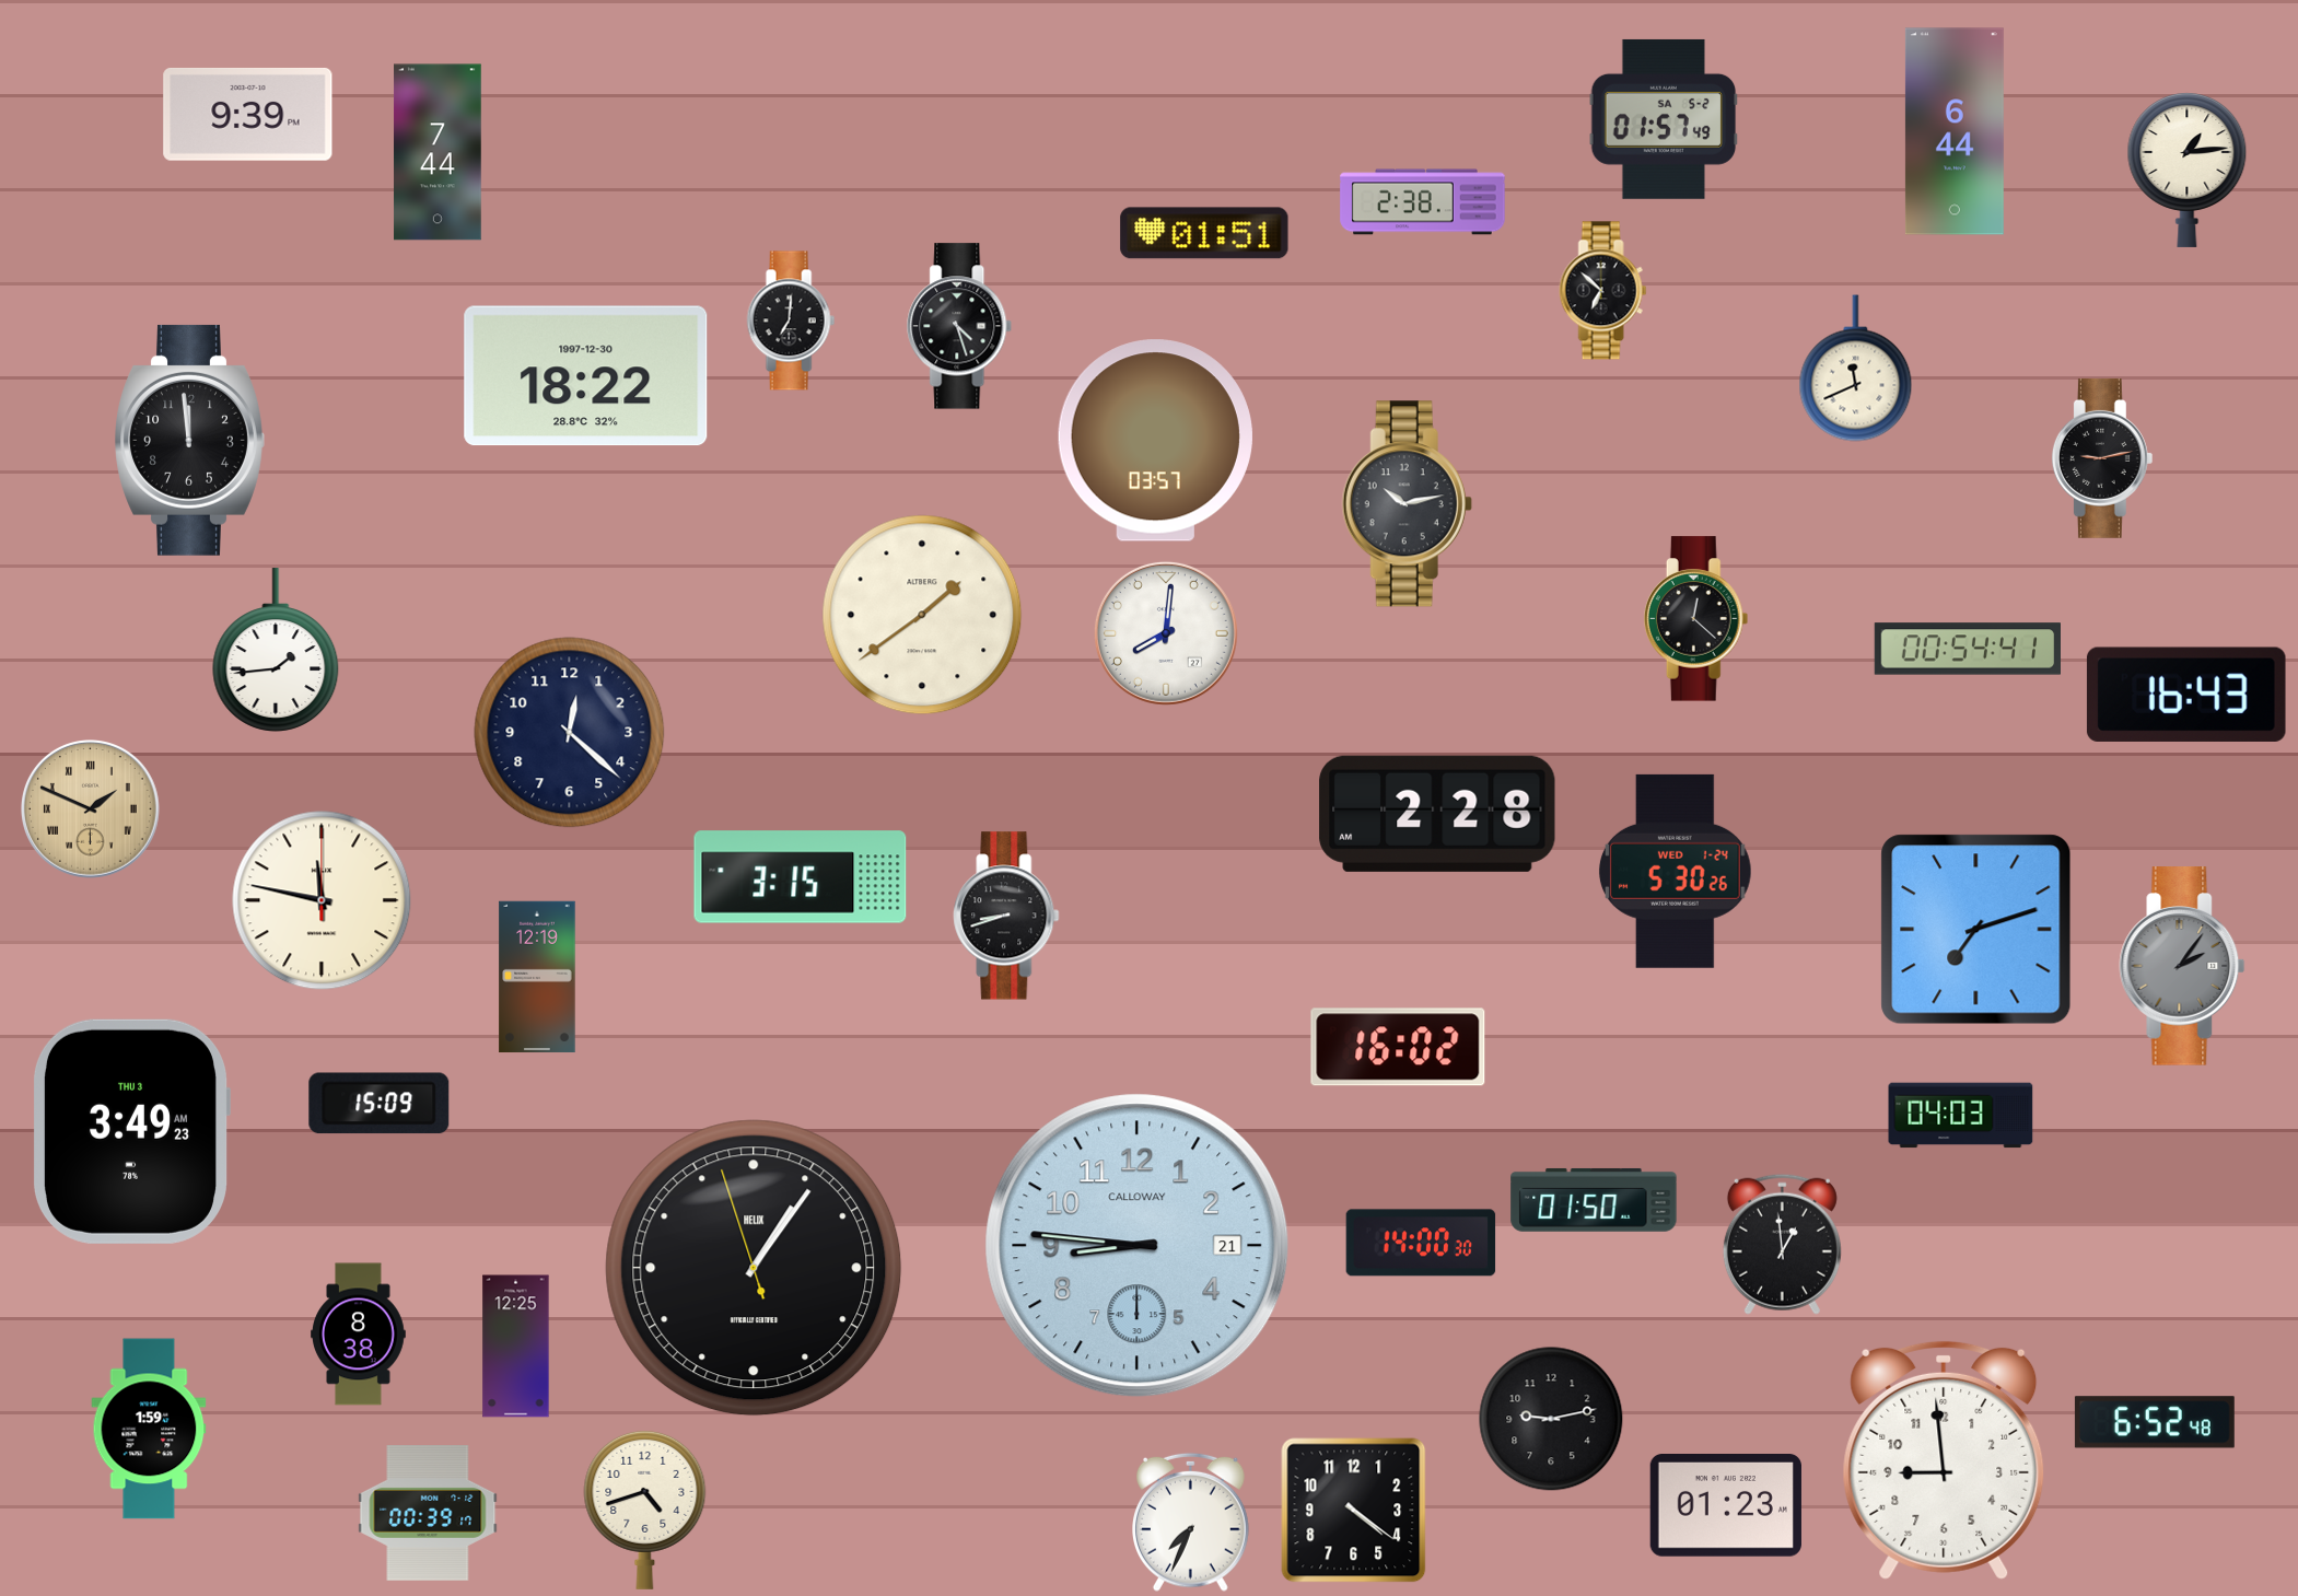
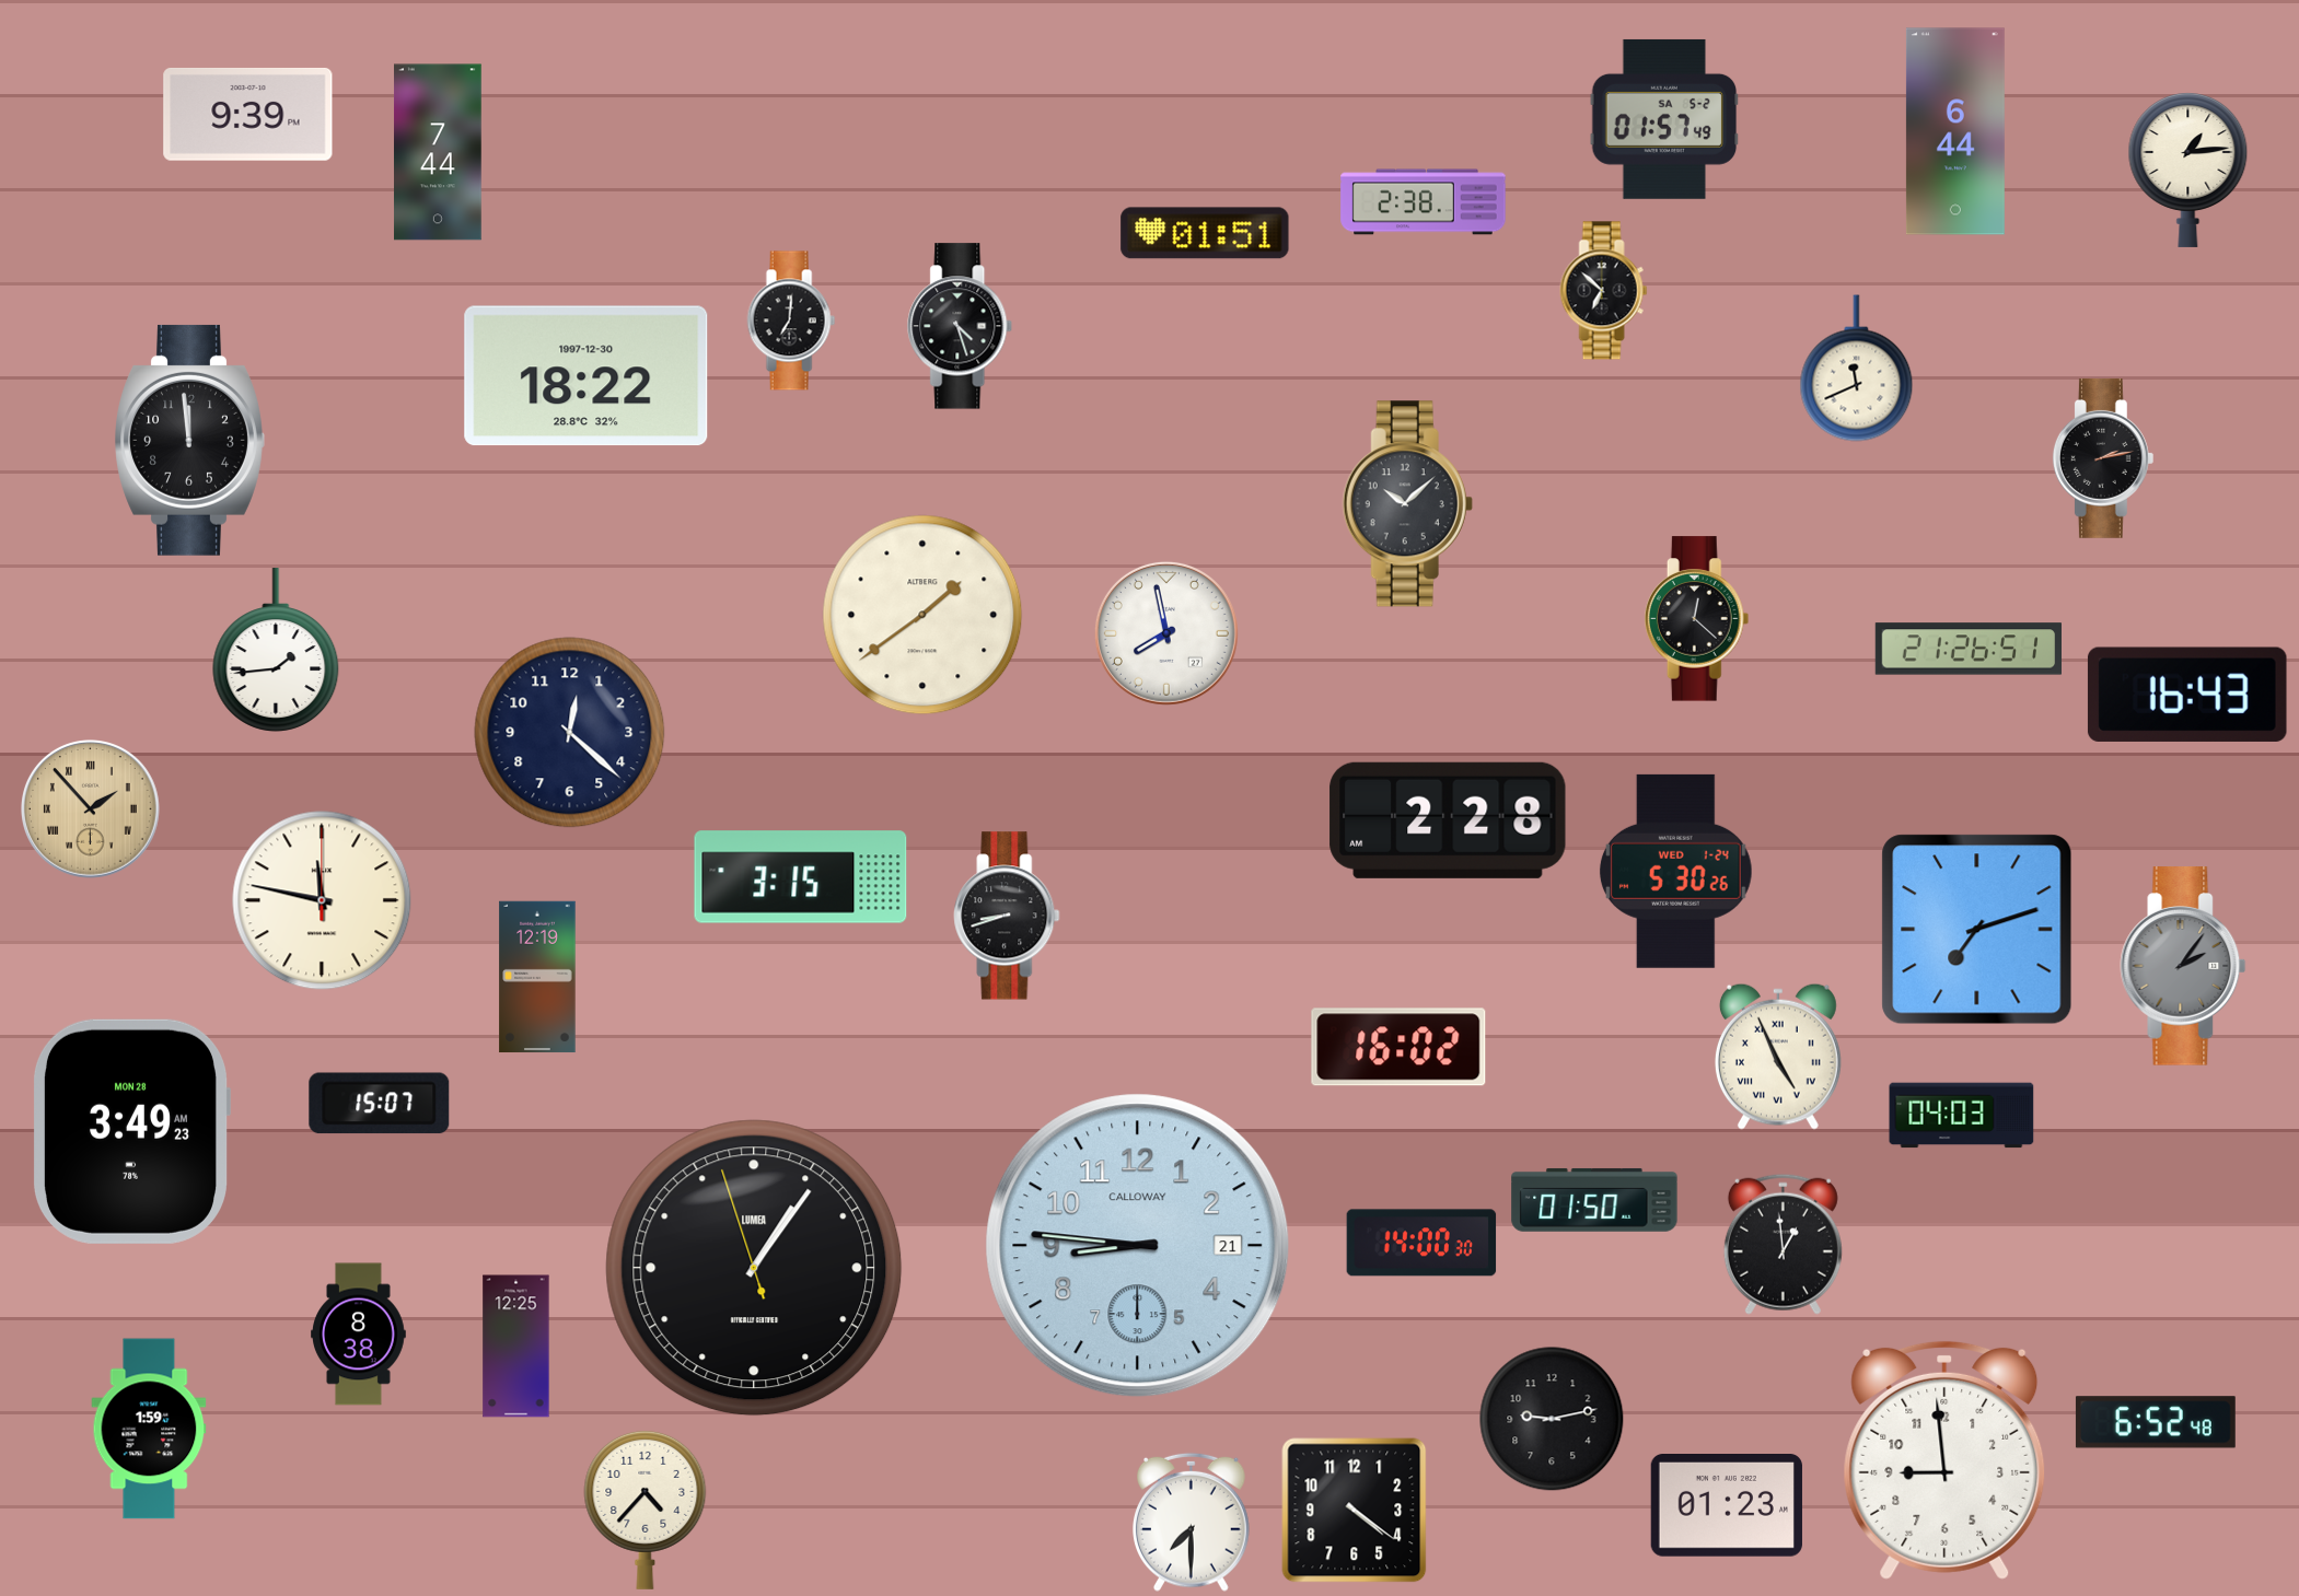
clock at (1155, 441): 03:57 -> none
clock at (2102, 458): 9:13 -> 2:13
clock at (1407, 504): 10:13 -> 10:08
clock at (1166, 633): 8:01 -> 7:58
clock at (1967, 649): 00:54 -> 21:26
clock at (91, 809): 1:49 -> 1:53
clock at (1437, 814) position: (1437, 814) -> (1448, 820)
clock at (1778, 1057): none -> 4:56
clock at (380, 1104): 15:09 -> 15:07
clock at (131, 1131) date: THU 3 -> MON 28
clock at (754, 1268) brand: HELIX -> LUMEA
clock at (645, 1510): 4:42 -> 4:37
clock at (428, 1513): 00:39 -> none
clock at (1191, 1522): 7:34 -> 7:30
